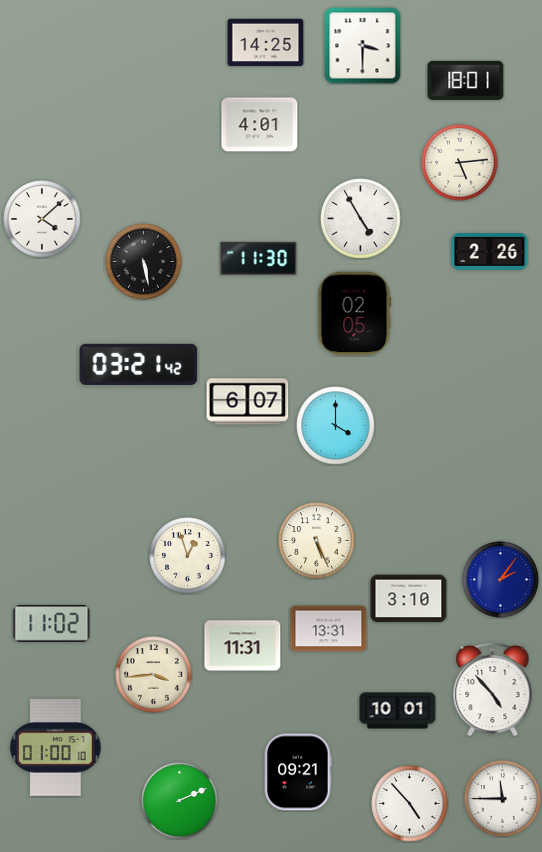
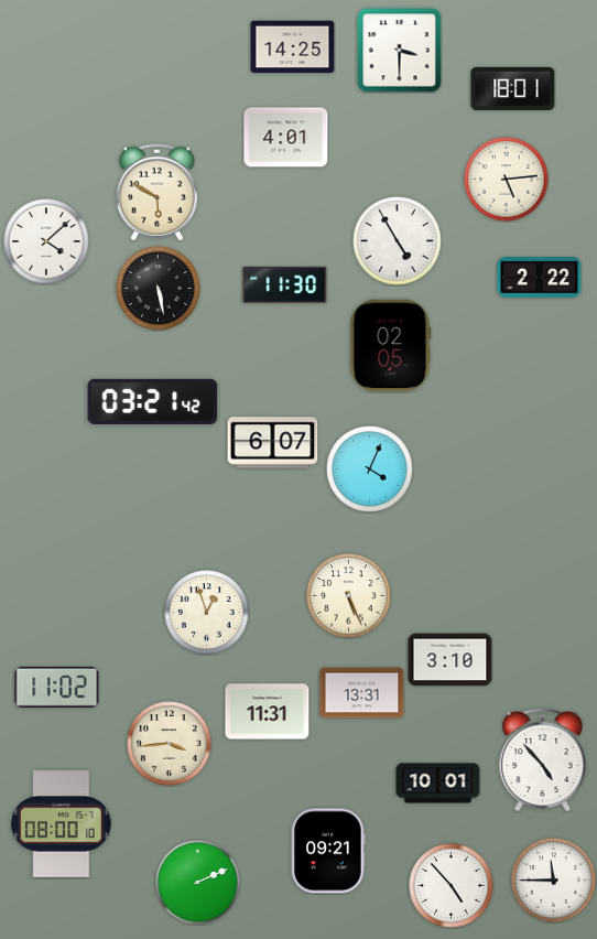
clock at (156, 193): none -> 5:50
clock at (490, 252): 2:26 -> 2:22
clock at (336, 426): 4:00 -> 4:04
clock at (501, 580): 2:06 -> none
clock at (56, 748): 01:00 -> 08:00
